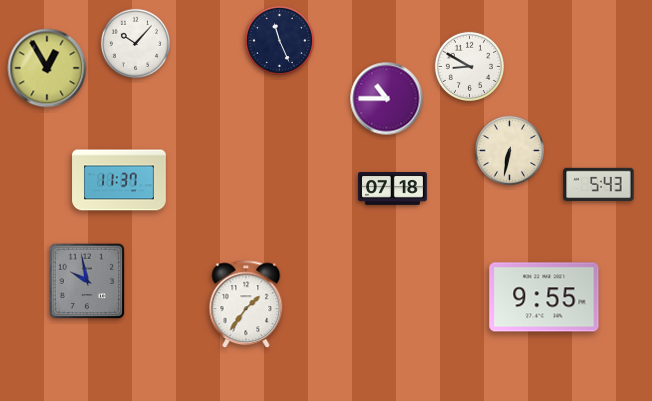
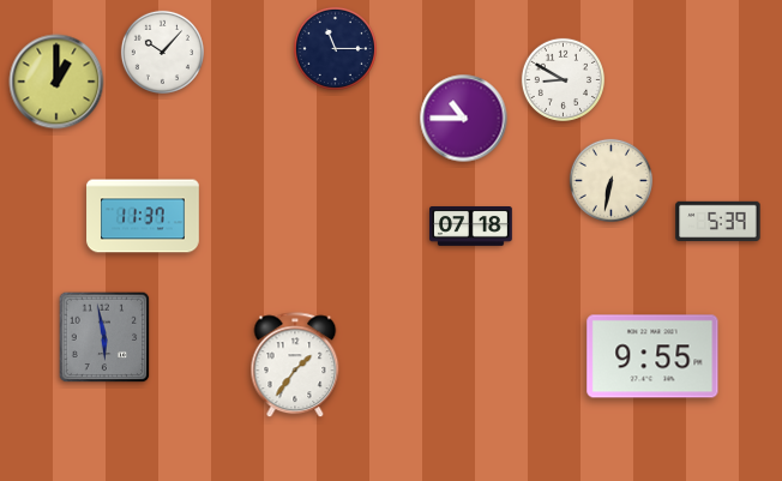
clock at (279, 40): 11:26 -> 11:15
clock at (47, 68): 12:55 -> 1:00
clock at (599, 185): 5:43 -> 5:39
clock at (87, 281): 9:58 -> 5:58
